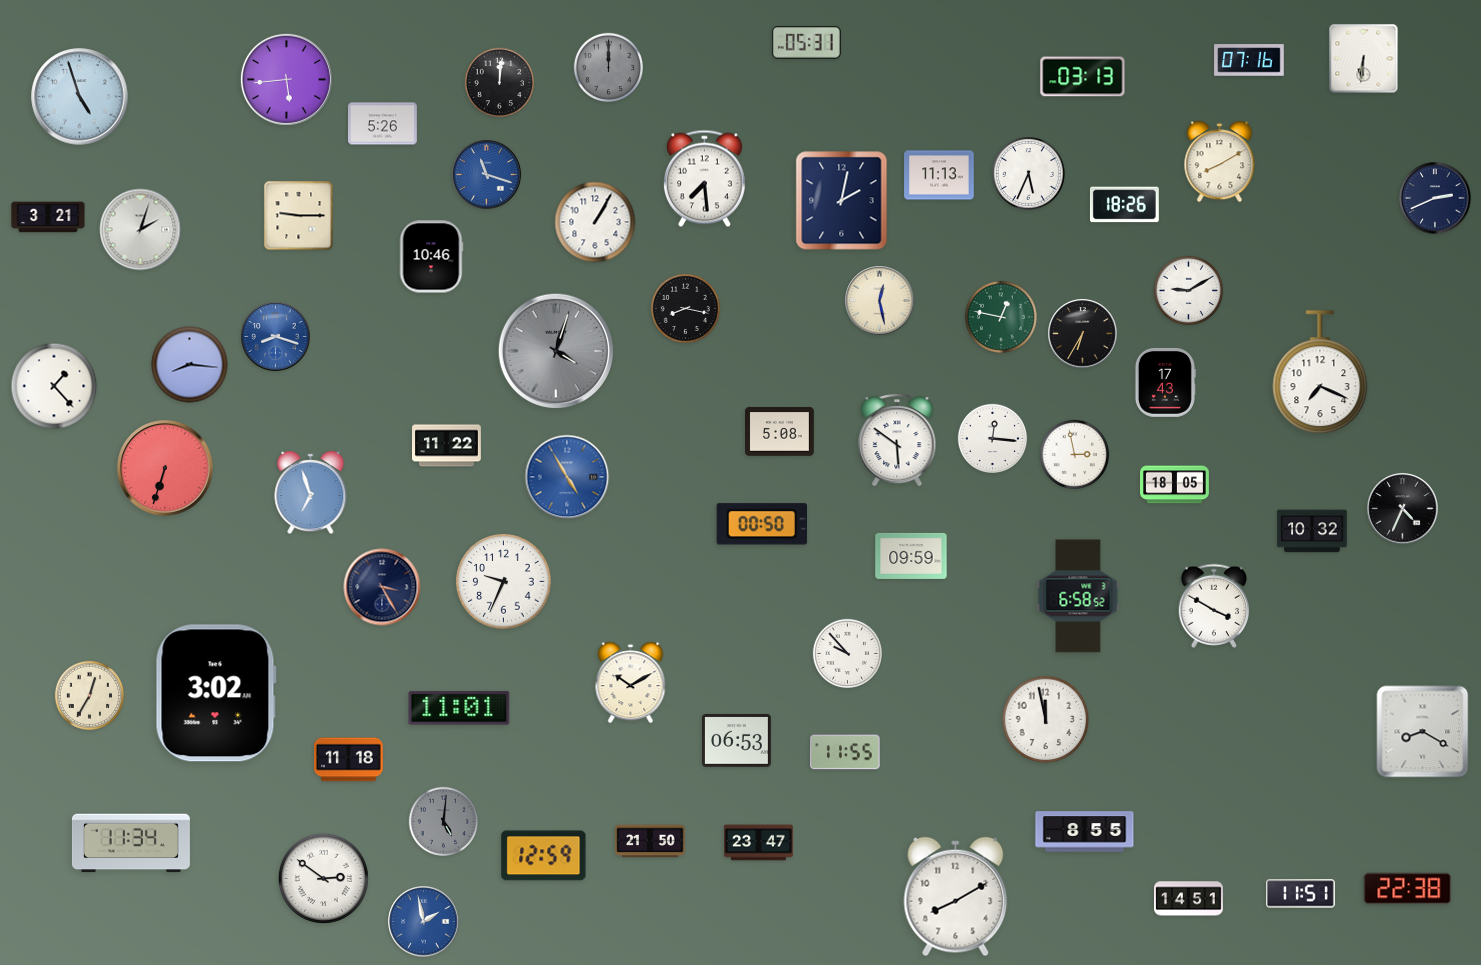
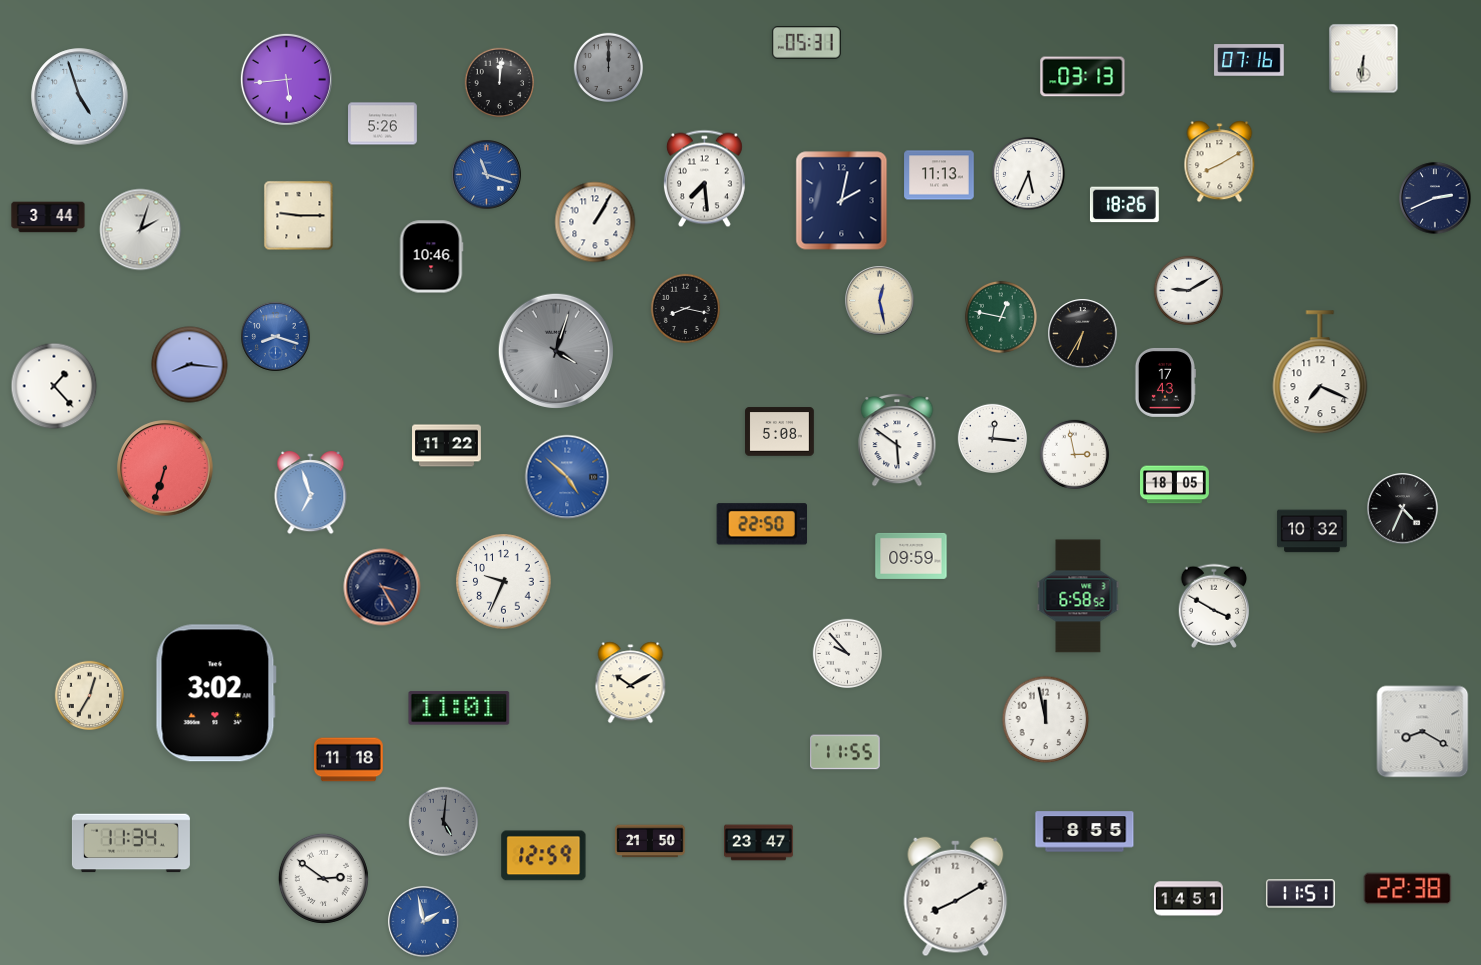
clock at (48, 217): 3:21 -> 3:44
clock at (567, 477): 4:55 -> 4:52
clock at (762, 524): 00:50 -> 22:50
clock at (736, 741): 06:53 -> none
